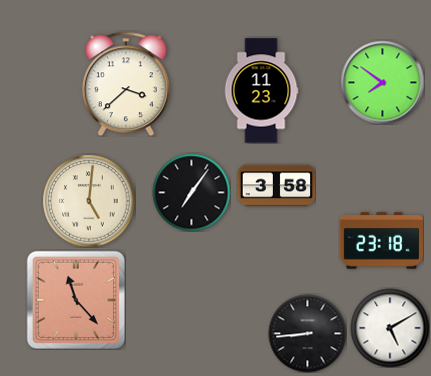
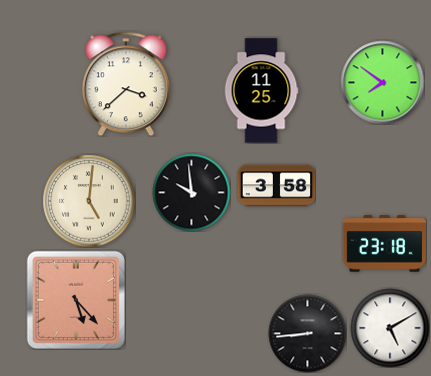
clock at (261, 91): 11:23 -> 11:25
clock at (191, 192): 7:06 -> 9:59
clock at (381, 241) position: (381, 241) -> (384, 244)
clock at (75, 299): 11:23 -> 5:23
